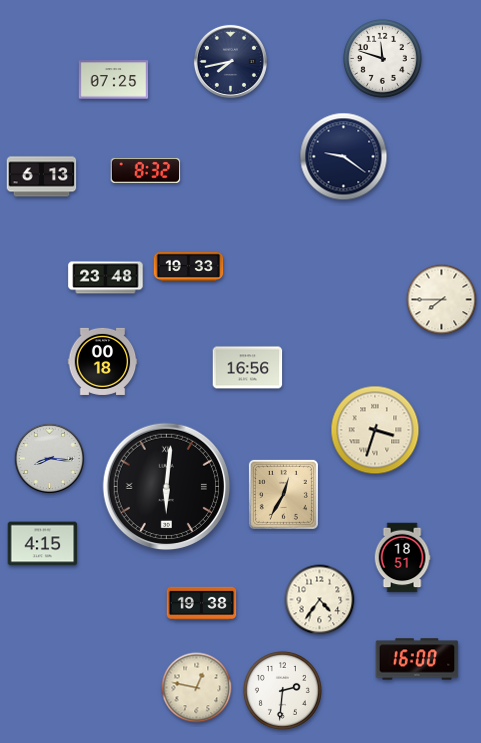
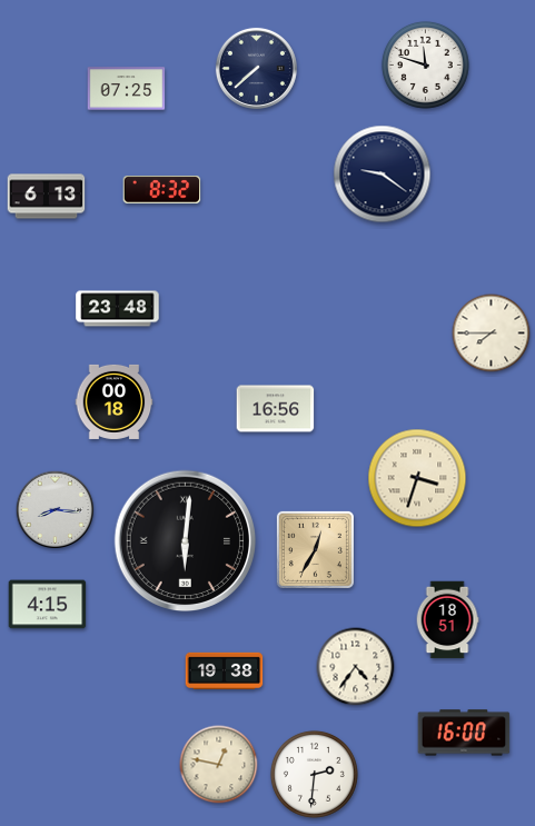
clock at (230, 61): 7:43 -> 7:38
clock at (189, 266): 19:33 -> none
clock at (282, 690) position: (282, 690) -> (314, 774)
